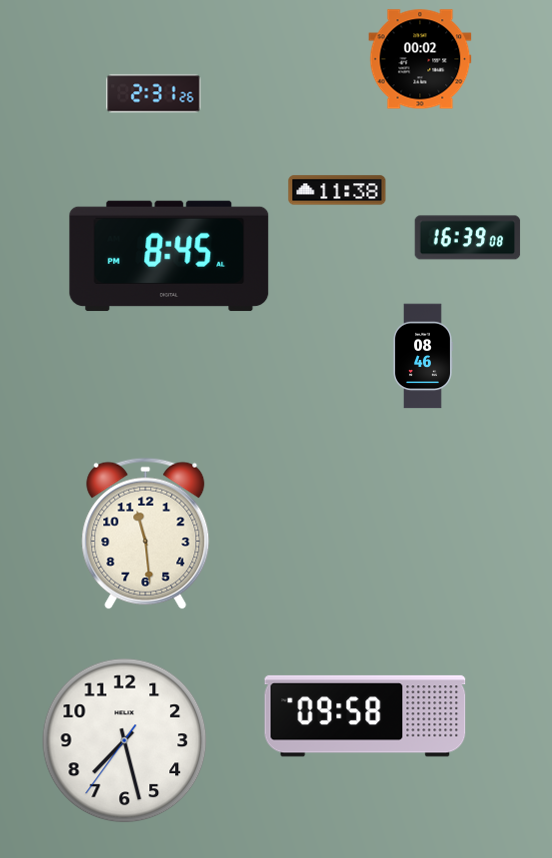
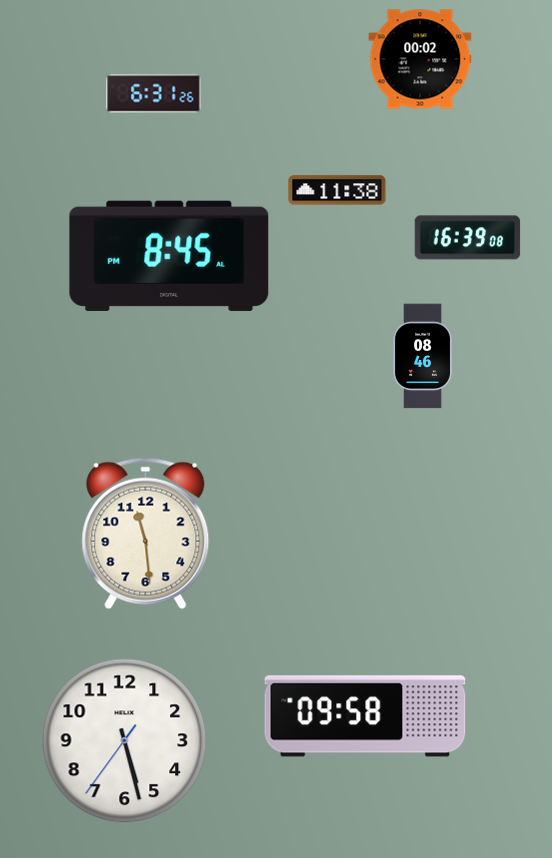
clock at (154, 94): 2:31 -> 6:31
clock at (125, 741): 7:27 -> 5:27
